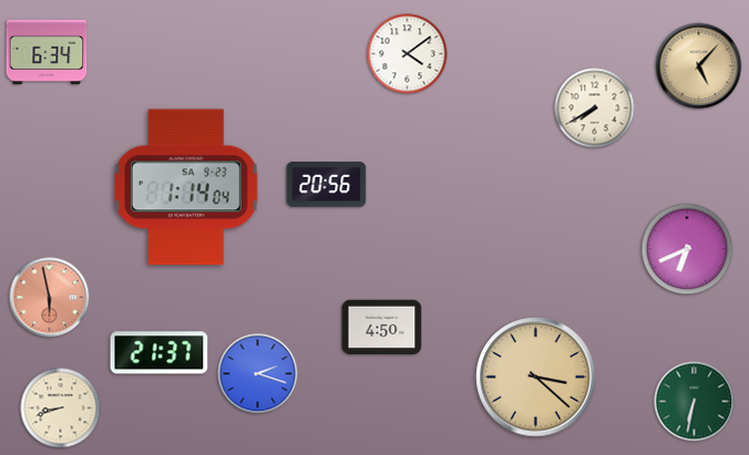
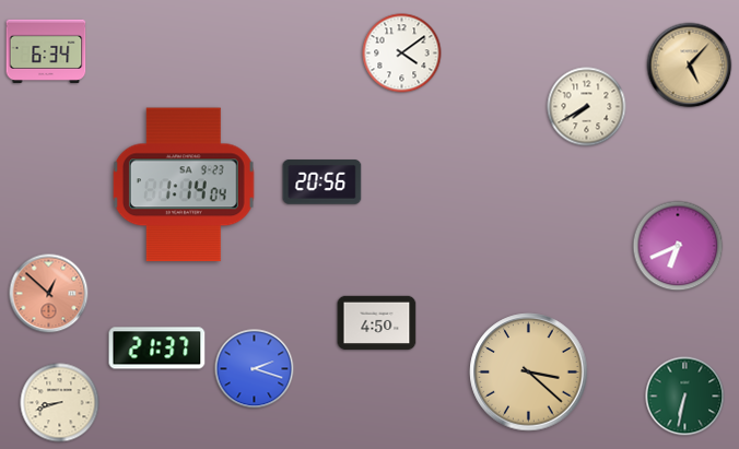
clock at (50, 298): 5:58 -> 12:52
